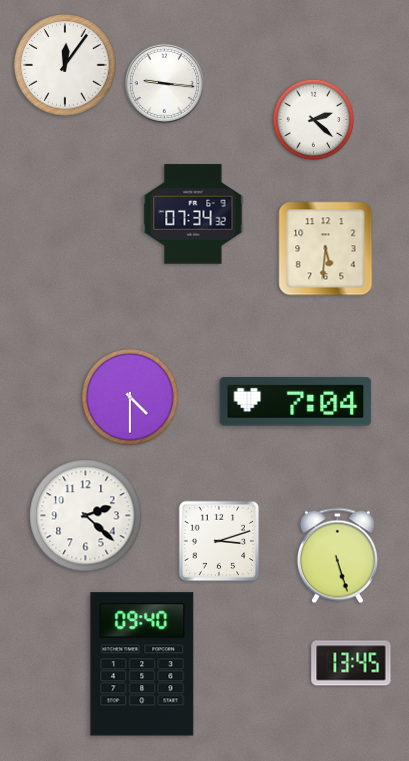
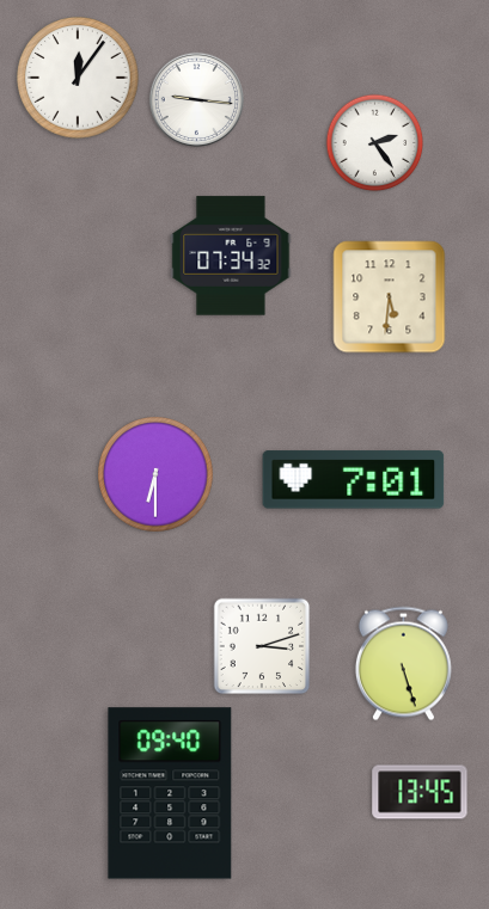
clock at (314, 120): 2:22 -> 2:24
clock at (131, 398): 4:30 -> 6:30
clock at (296, 402): 7:04 -> 7:01
clock at (86, 516): 2:22 -> none
